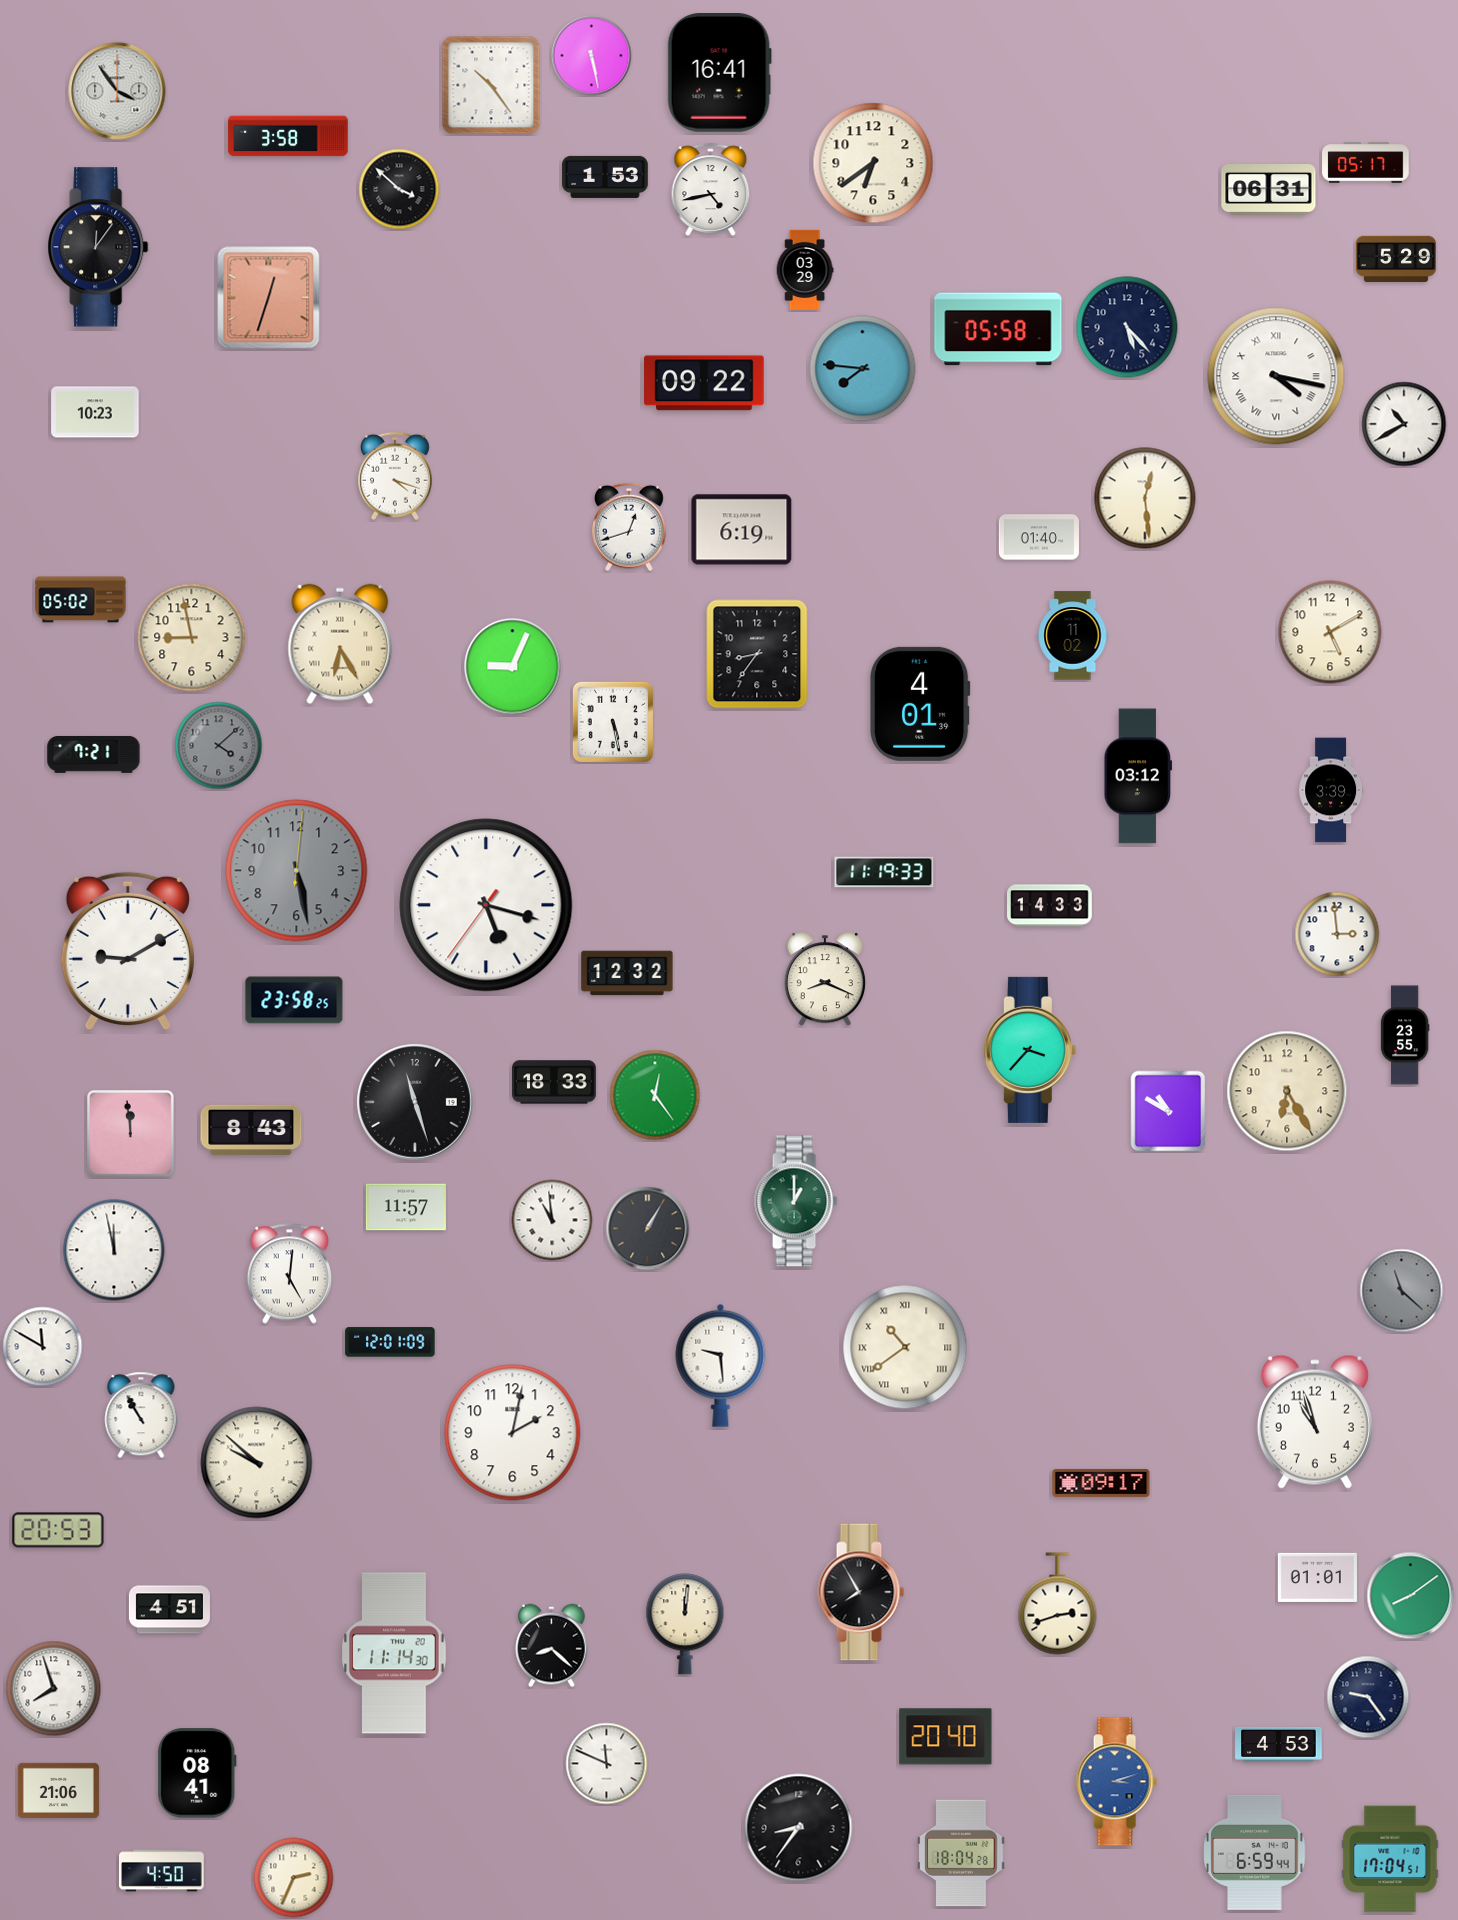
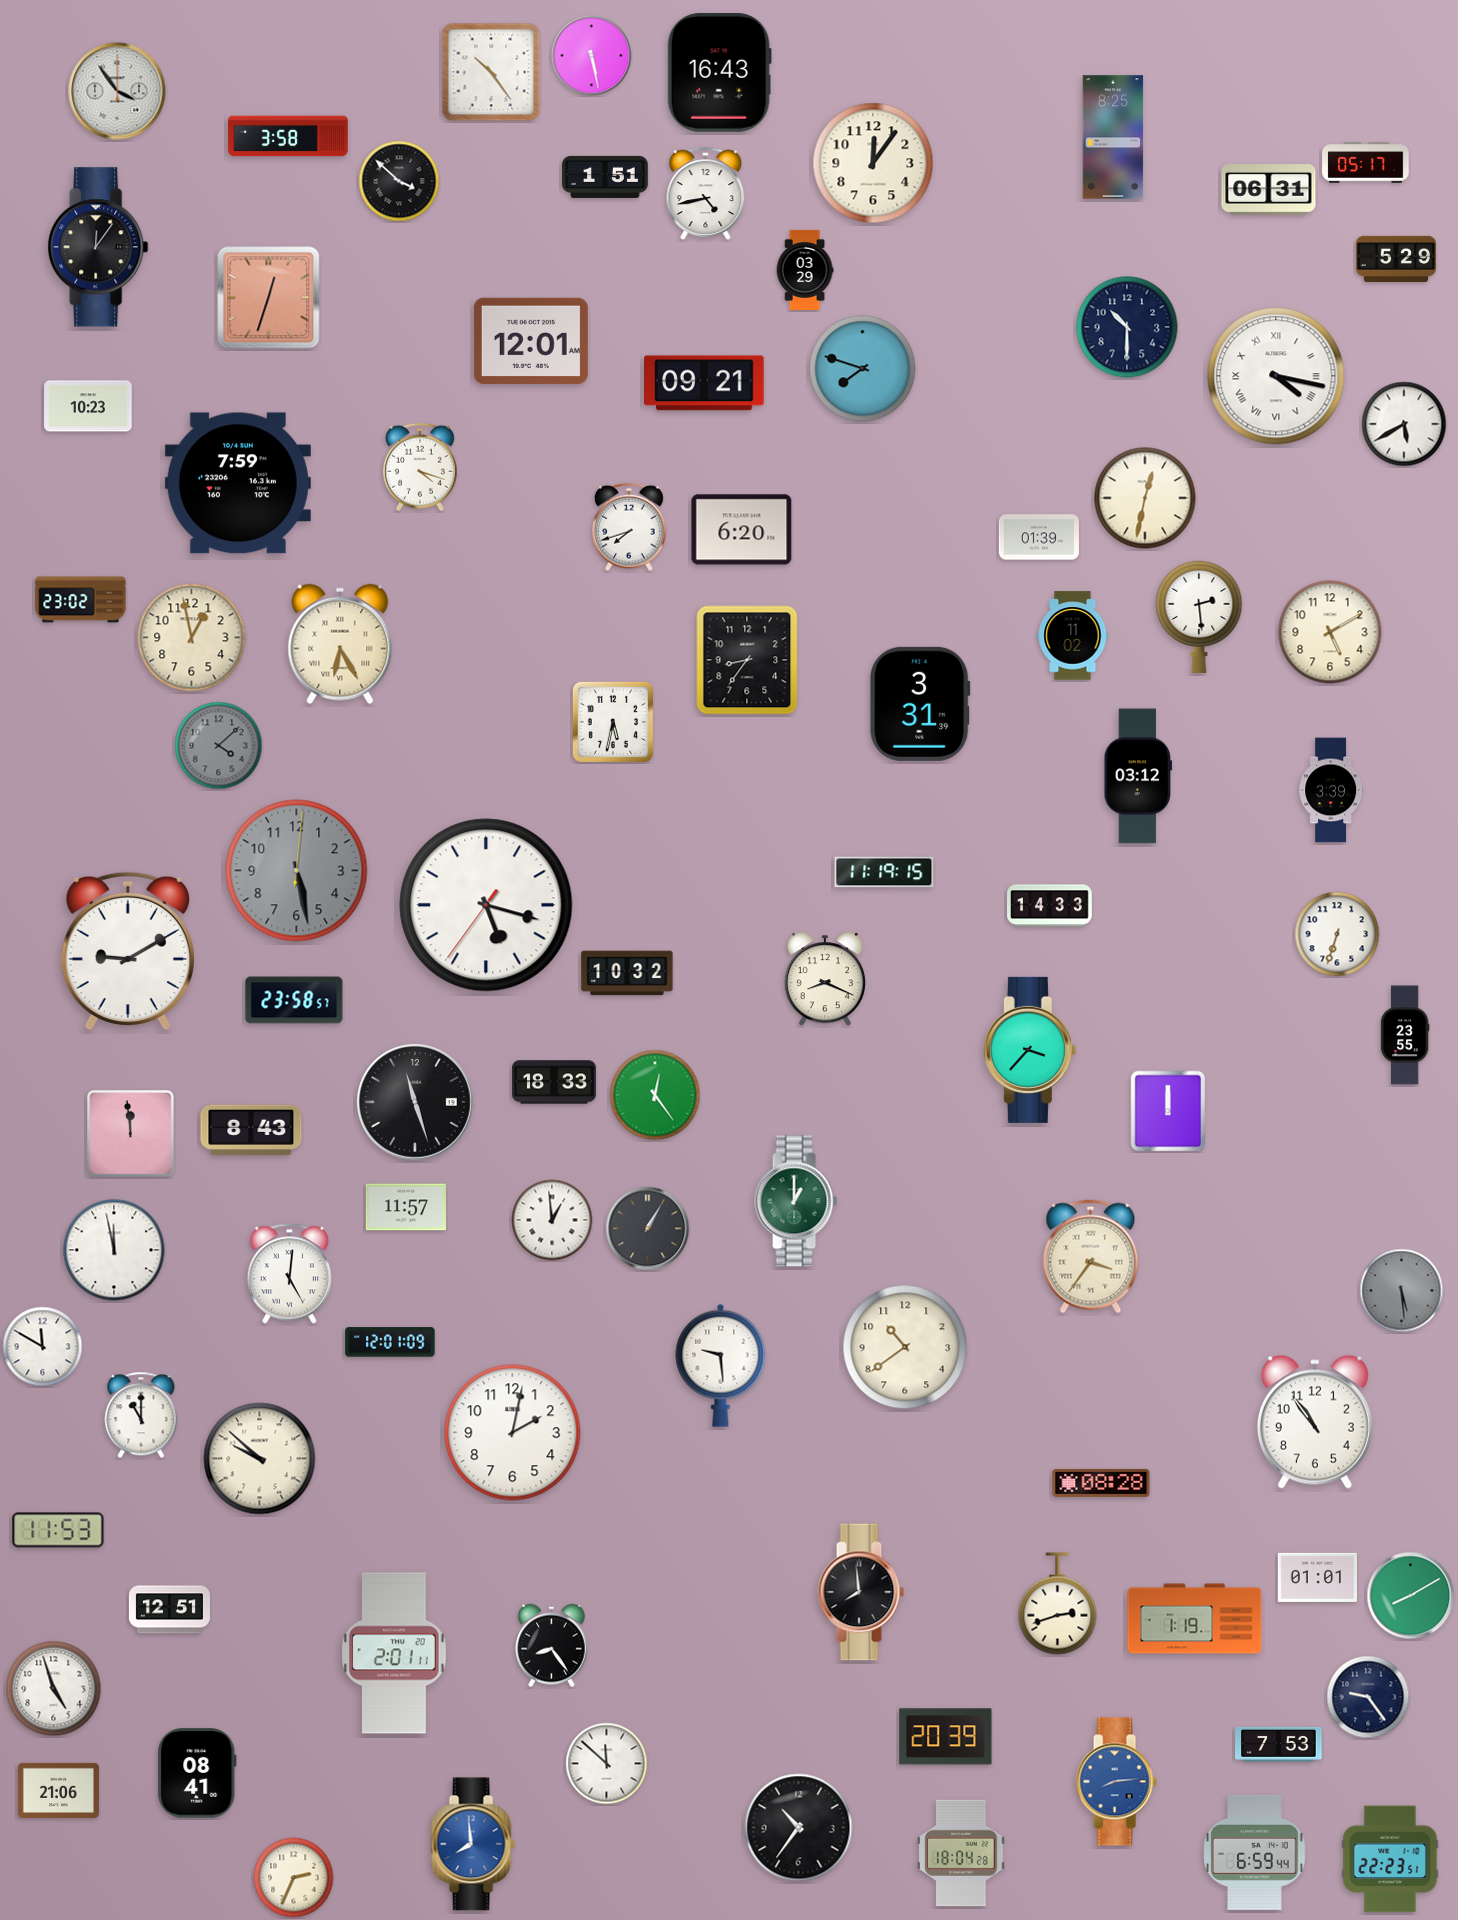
clock at (719, 73): 16:41 -> 16:43
clock at (491, 85) position: (491, 85) -> (491, 72)
clock at (1113, 137): none -> 8:25
clock at (873, 163): 6:39 -> 12:06
clock at (605, 177): 1:53 -> 1:51
clock at (399, 189) position: (399, 189) -> (399, 181)
clock at (711, 189) position: (711, 189) -> (706, 193)
clock at (1127, 327): 5:23 -> 10:30
clock at (998, 329): 05:58 -> none
clock at (531, 341): none -> 12:01
clock at (863, 369): 7:46 -> 7:48
clock at (704, 383): 09:22 -> 09:21
clock at (95, 412) position: (95, 412) -> (88, 406)
clock at (1404, 424): 10:40 -> 5:40
clock at (395, 476) position: (395, 476) -> (420, 467)
clock at (238, 483): none -> 7:59
clock at (1145, 498): 12:29 -> 12:32
clock at (629, 527): 12:42 -> 7:42
clock at (742, 530): 6:19 -> 6:20
clock at (1039, 537): 01:40 -> 01:39
clock at (81, 600): 05:02 -> 23:02
clock at (1199, 616): none -> 2:29
clock at (192, 638): 8:58 -> 12:58
clock at (757, 654) position: (757, 654) -> (747, 660)
clock at (513, 667): 9:04 -> none
clock at (920, 704): 4:01 -> 3:31
clock at (613, 722): 5:28 -> 5:32
clock at (94, 755): 7:21 -> none
clock at (884, 872): 11:19:33 -> 11:19:15
clock at (1337, 934): 2:59 -> 6:33
clock at (627, 973): 12:32 -> 10:32
clock at (294, 1000): 23:58:25 -> 23:58:57
clock at (1287, 1091): 6:25 -> none
clock at (1168, 1111): 10:50 -> 12:00
clock at (552, 1220): 10:59 -> 12:59
clock at (1091, 1257): none -> 3:36
clock at (1402, 1291): 11:22 -> 5:29
clock at (905, 1347) numerals: Roman -> Arabic
clock at (141, 1415): 10:55 -> 11:00
clock at (1315, 1422): 10:57 -> 10:54
clock at (257, 1463) position: (257, 1463) -> (260, 1459)
clock at (1101, 1483): 09:17 -> 08:28
clock at (58, 1530): 20:53 -> 11:53
clock at (861, 1592): 7:55 -> 7:59
clock at (1411, 1596): 8:09 -> 8:10
clock at (169, 1610): 4:51 -> 12:51
clock at (1195, 1619): none -> 1:19
clock at (685, 1624): 12:01 -> none
clock at (552, 1646): 8:22 -> 8:24
clock at (394, 1653): 11:14 -> 2:01
clock at (54, 1689): 7:57 -> 4:57
clock at (946, 1737): 20:40 -> 20:39
clock at (1279, 1744): 4:53 -> 7:53
clock at (607, 1764): 11:49 -> 11:52
clock at (1116, 1782): 3:12 -> 8:14
clock at (799, 1828): 8:36 -> 10:36
clock at (473, 1844): none -> 7:59
clock at (1390, 1859): 17:04 -> 22:23
clock at (162, 1871): 4:50 -> none
